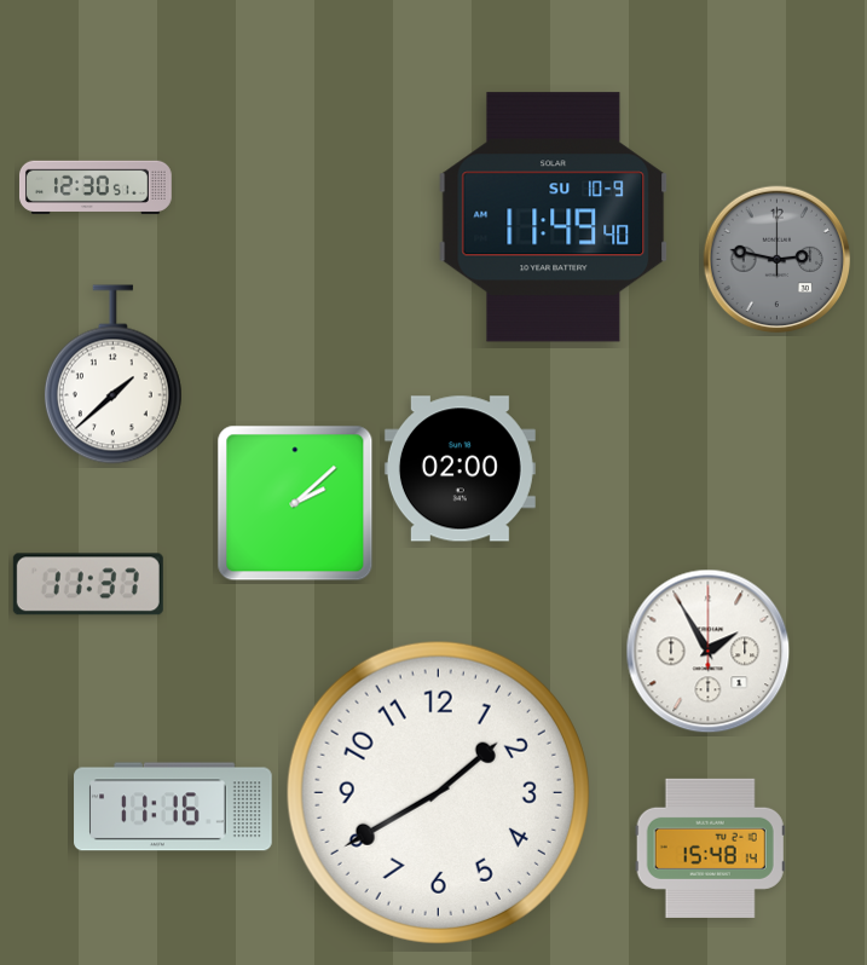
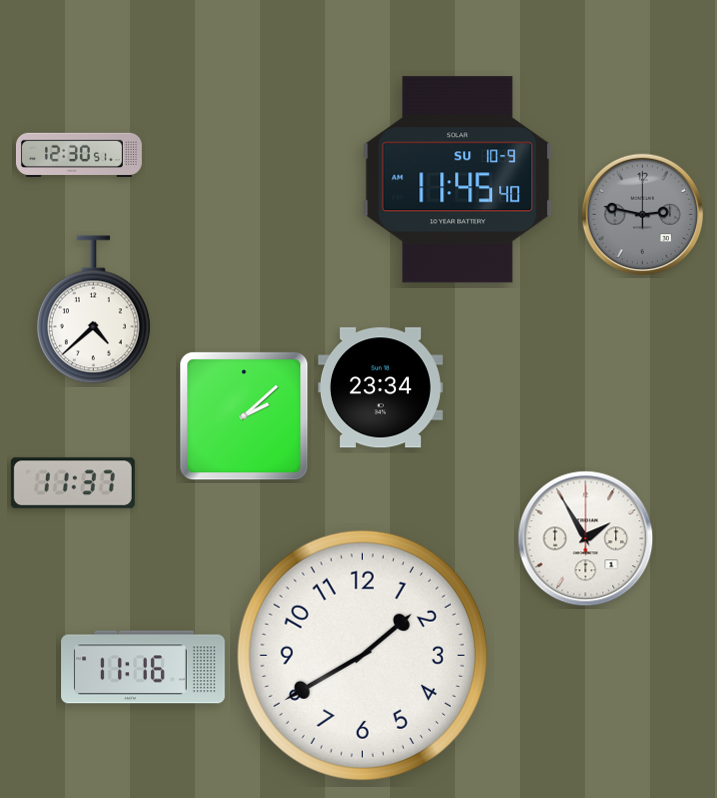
clock at (554, 218): 11:49 -> 11:45
clock at (112, 375): 1:38 -> 4:38
clock at (459, 469): 02:00 -> 23:34
clock at (710, 848): 15:48 -> none
